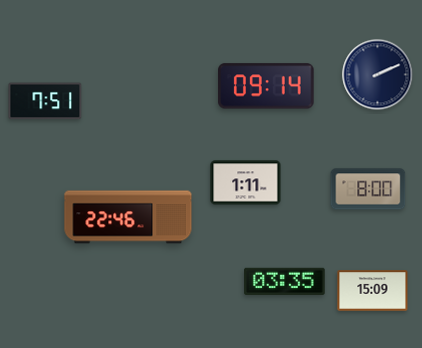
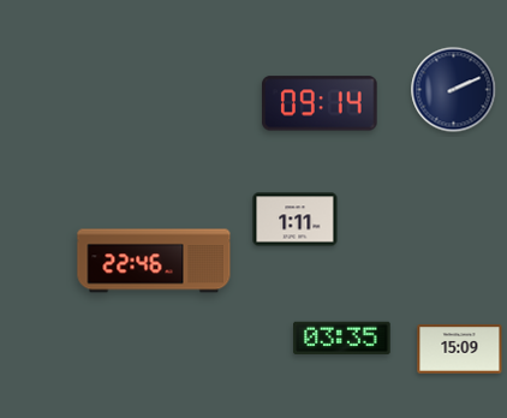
clock at (45, 101): 7:51 -> none
clock at (368, 189): 8:00 -> none
clock at (373, 291) position: (373, 291) -> (460, 350)
